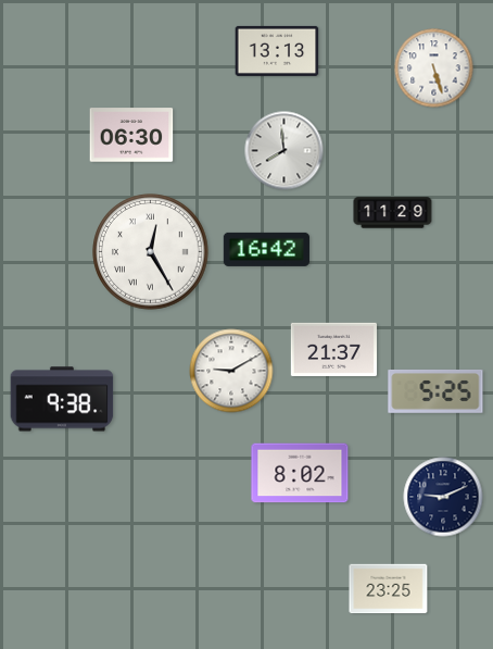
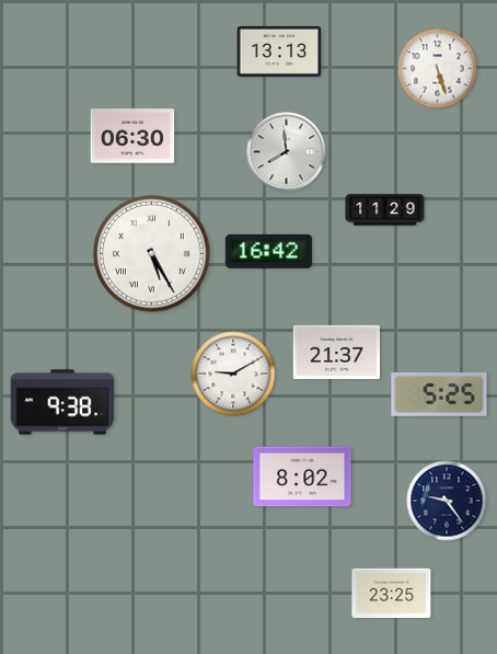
clock at (393, 213) position: (393, 213) -> (385, 210)
clock at (151, 252): 12:25 -> 5:25
clock at (443, 497): 9:11 -> 9:24
